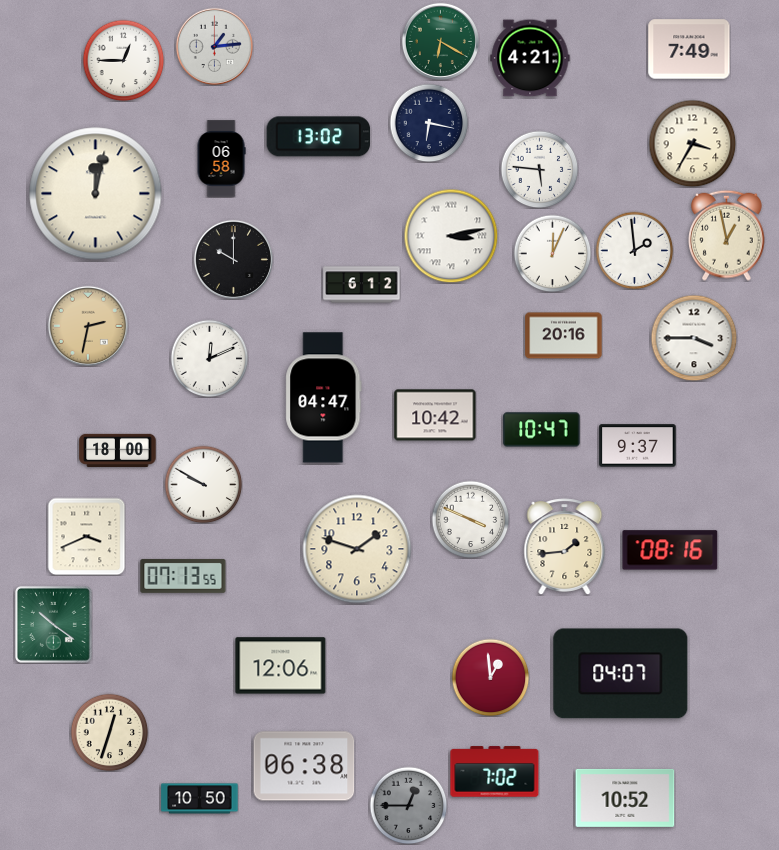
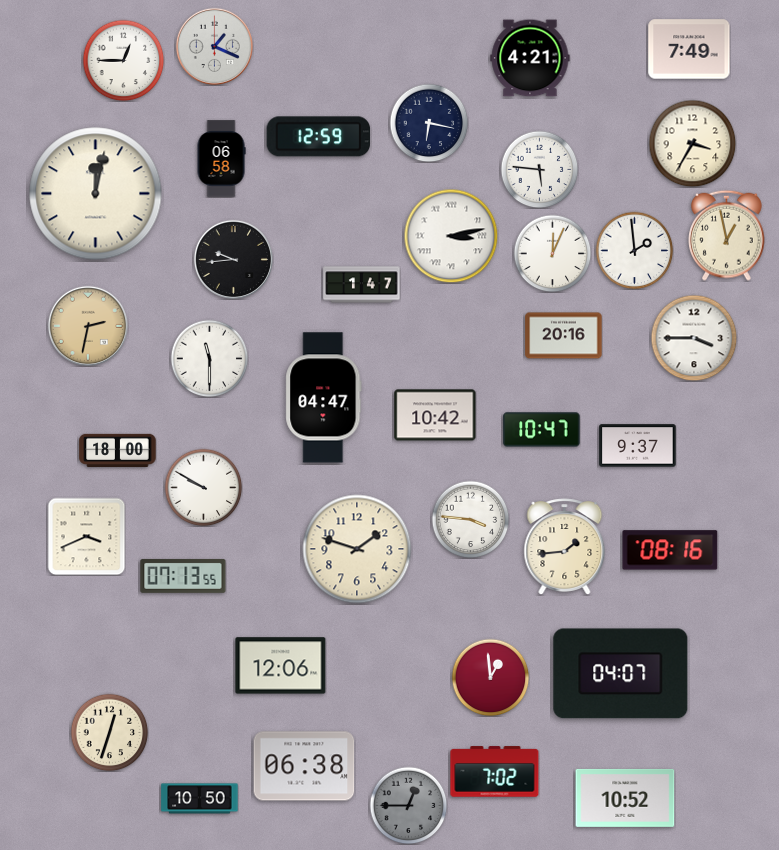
clock at (440, 41): 6:20 -> none
clock at (214, 46): 1:14 -> 1:19
clock at (319, 137): 13:02 -> 12:59
clock at (233, 259): 10:00 -> 9:44
clock at (362, 285): 6:12 -> 1:47
clock at (209, 358): 12:11 -> 11:30
clock at (203, 484) position: (203, 484) -> (203, 487)
clock at (470, 519): 3:49 -> 3:46
clock at (53, 624): 10:21 -> none
